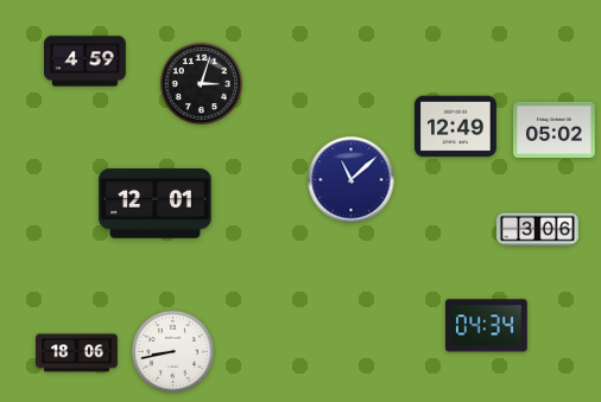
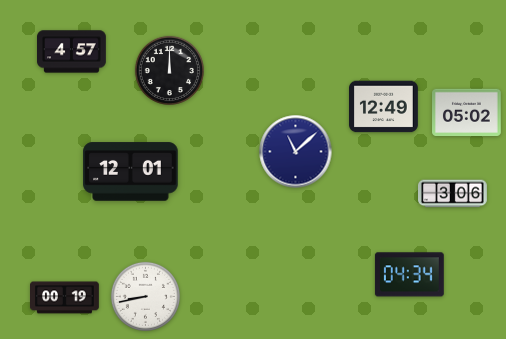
clock at (86, 62): 4:59 -> 4:57
clock at (201, 83): 3:03 -> 12:00
clock at (555, 129) position: (555, 129) -> (467, 112)
clock at (77, 353): 18:06 -> 00:19
